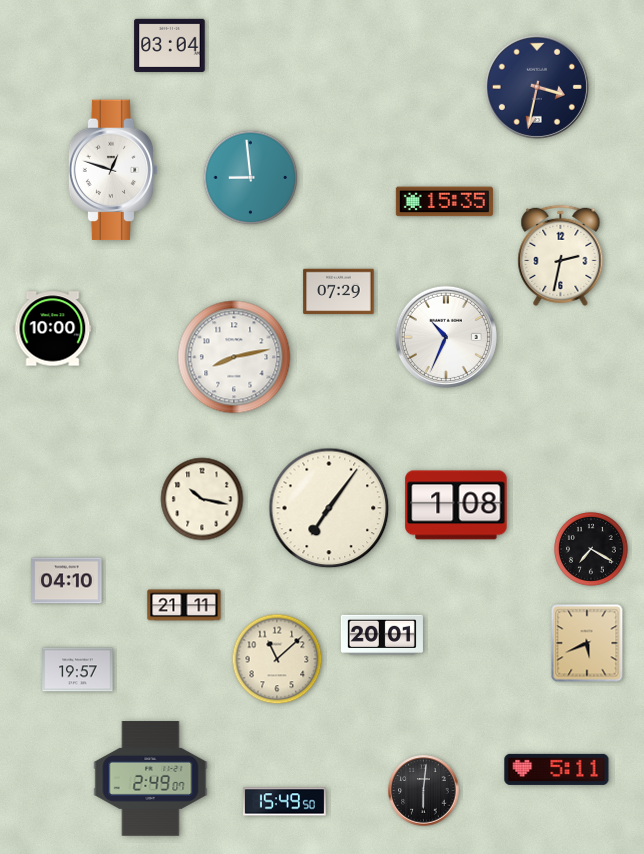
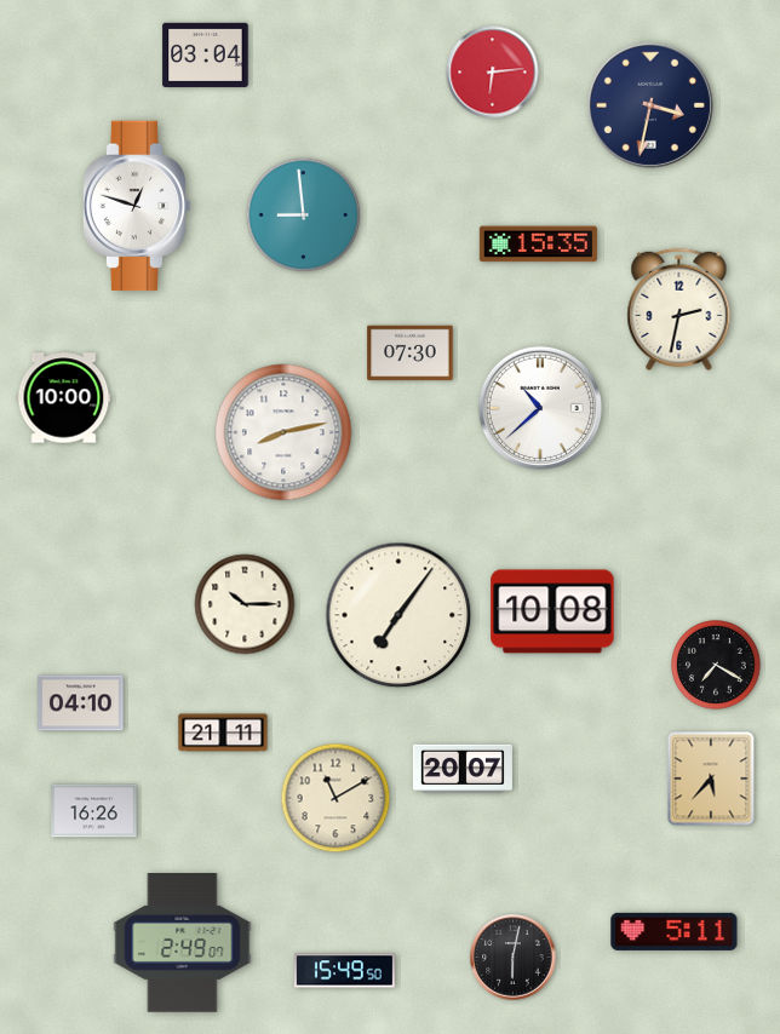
clock at (493, 73): none -> 6:14
clock at (339, 292): 07:29 -> 07:30
clock at (446, 337): 10:34 -> 10:38
clock at (202, 499): 10:17 -> 10:15
clock at (456, 505): 1:08 -> 10:08
clock at (382, 635): 20:01 -> 20:07
clock at (587, 643): 5:41 -> 5:37
clock at (277, 659): 11:08 -> 11:10
clock at (78, 670): 19:57 -> 16:26
clock at (424, 791): 6:01 -> 6:02
